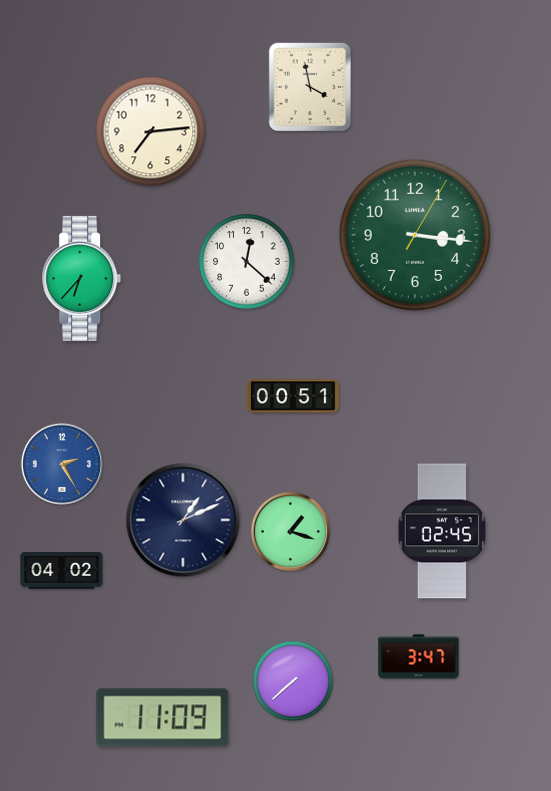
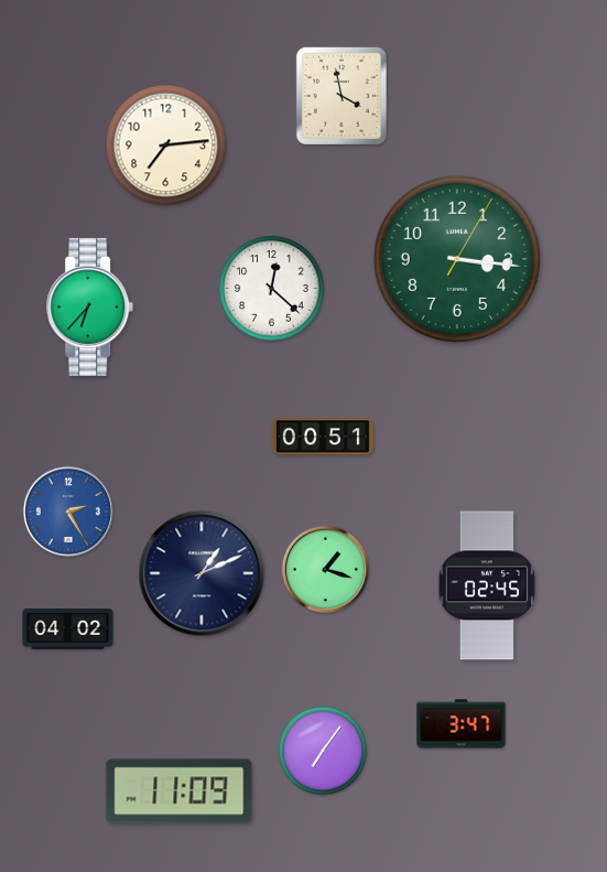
clock at (290, 531) position: (290, 531) -> (325, 569)
clock at (293, 681): 7:38 -> 7:06
